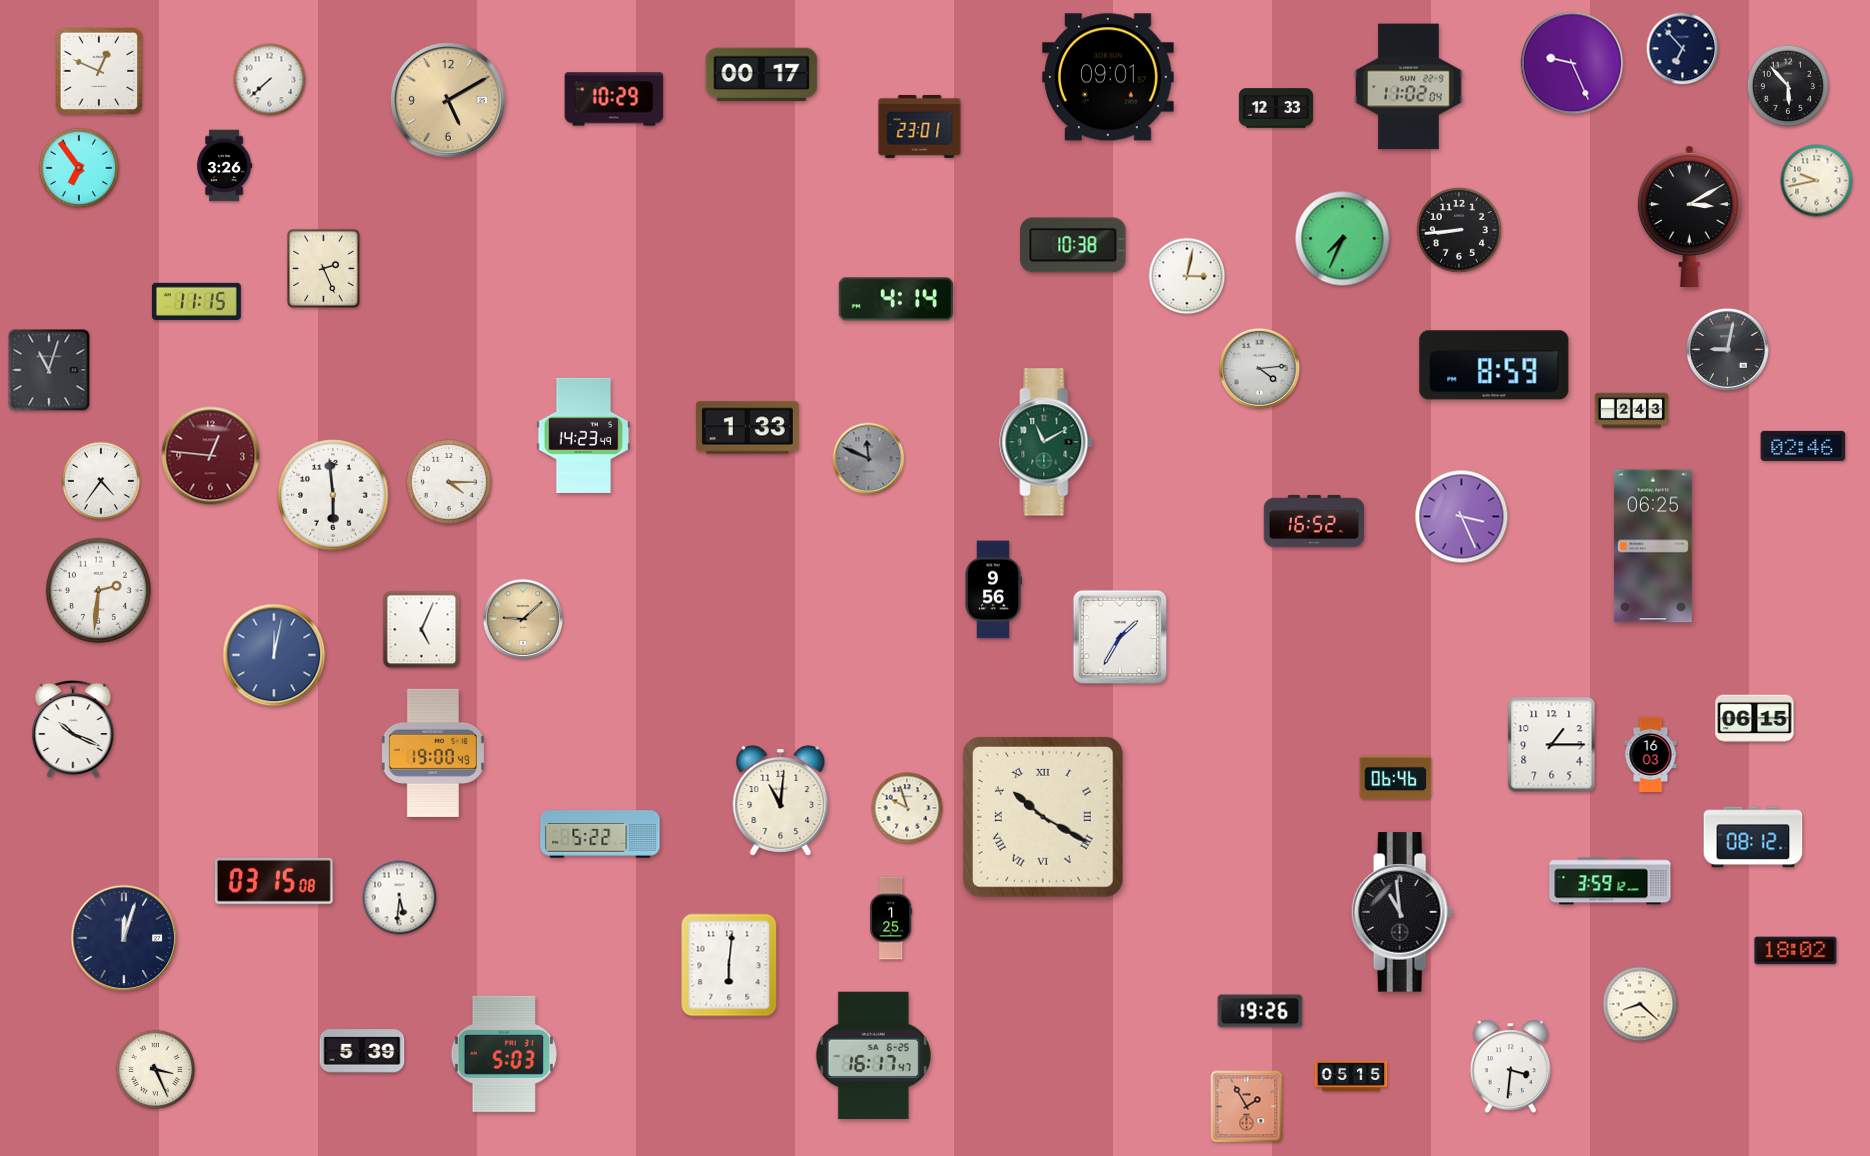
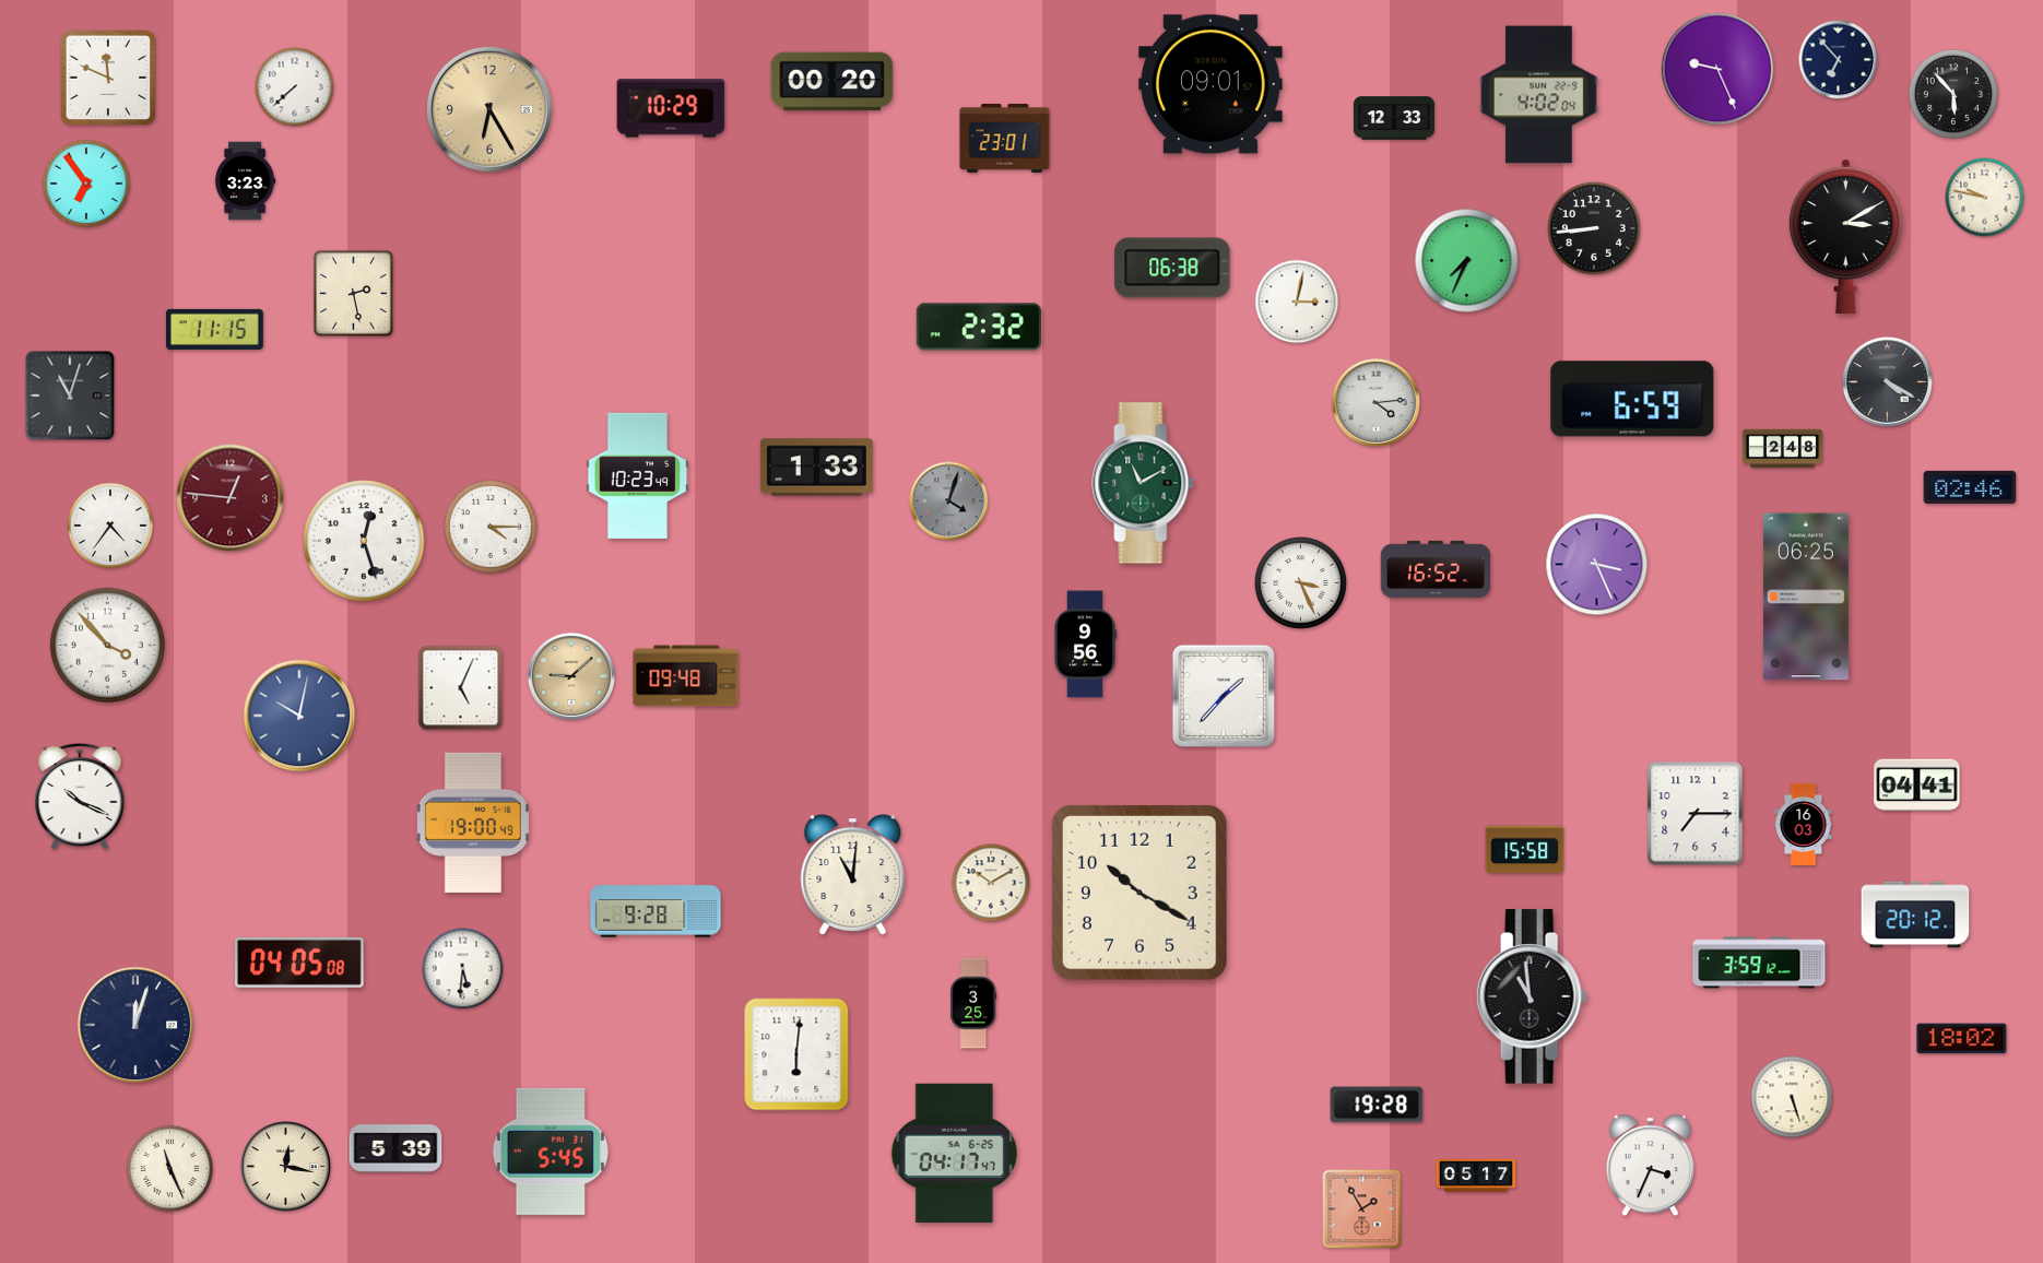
clock at (1683, 49) position: (1683, 49) -> (1839, 60)
clock at (99, 71): 12:49 -> 11:49
clock at (762, 75): 00:17 -> 00:20
clock at (1409, 87): 11:02 -> 4:02
clock at (448, 100): 5:10 -> 6:25
clock at (224, 166): 3:26 -> 3:23
clock at (1817, 181): 9:43 -> 9:47
clock at (1460, 231) position: (1460, 231) -> (1595, 229)
clock at (1073, 245): 10:38 -> 06:38
clock at (323, 268): 2:26 -> 2:28
clock at (896, 299): 4:14 -> 2:32
clock at (1727, 349): 9:02 -> 4:20
clock at (1494, 365): 8:59 -> 6:59
clock at (49, 370) position: (49, 370) -> (70, 396)
clock at (1632, 411): 2:43 -> 2:48
clock at (584, 435): 14:23 -> 10:23
clock at (869, 459): 11:49 -> 4:03
clock at (333, 495): 5:59 -> 12:27
clock at (1300, 582): none -> 3:26
clock at (98, 590): 2:31 -> 3:53
clock at (686, 676): none -> 09:48
clock at (1119, 636): 1:35 -> 1:37
clock at (274, 655): 12:02 -> 10:02
clock at (1755, 719): 06:15 -> 04:41
clock at (1552, 745): 1:15 -> 7:15
clock at (1396, 778): 06:46 -> 15:58
clock at (907, 808): 9:57 -> 10:10
clock at (1043, 817) numerals: Roman -> Arabic
clock at (600, 834): 5:22 -> 9:28
clock at (1753, 837): 08:12 -> 20:12
clock at (275, 881): 03:15 -> 04:05
clock at (400, 898) position: (400, 898) -> (463, 969)
clock at (891, 918): 1:25 -> 3:25
clock at (1640, 1004): 8:22 -> 5:27
clock at (1260, 1011): 19:26 -> 19:28
clock at (504, 1054): 5:03 -> 5:45
clock at (873, 1055): 16:17 -> 04:17
clock at (285, 1166): none -> 12:17
clock at (1510, 1067): 3:31 -> 3:34
clock at (156, 1070): 3:26 -> 11:26
clock at (1351, 1076): 05:15 -> 05:17
